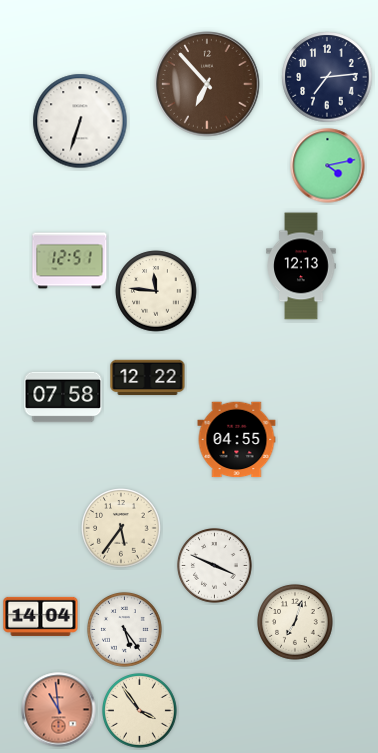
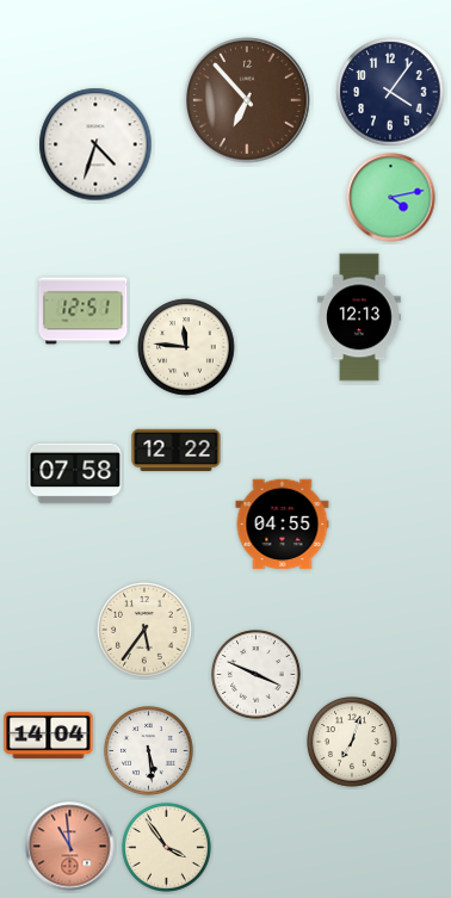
clock at (327, 77): 7:14 -> 4:06
clock at (80, 121): 6:33 -> 4:33
clock at (125, 630): 5:24 -> 5:29
